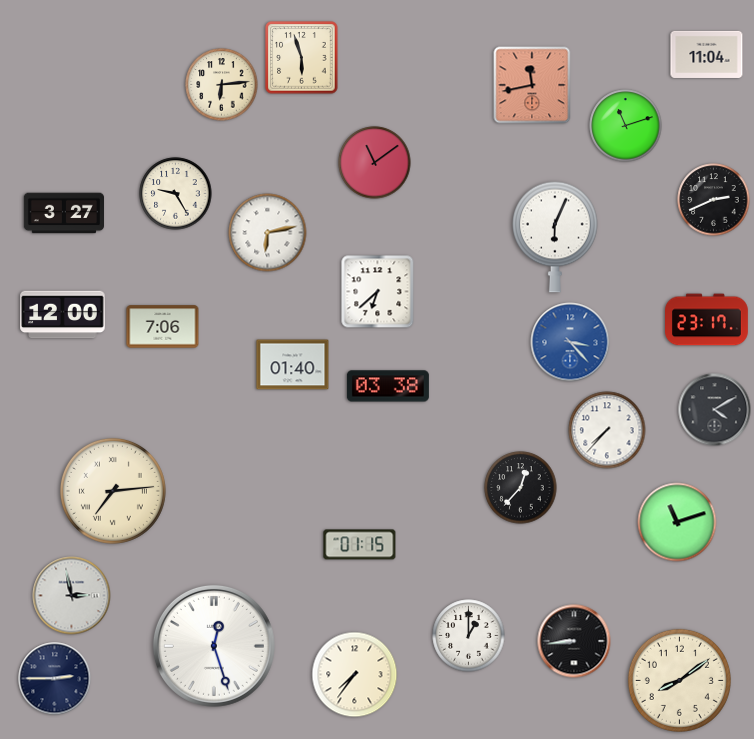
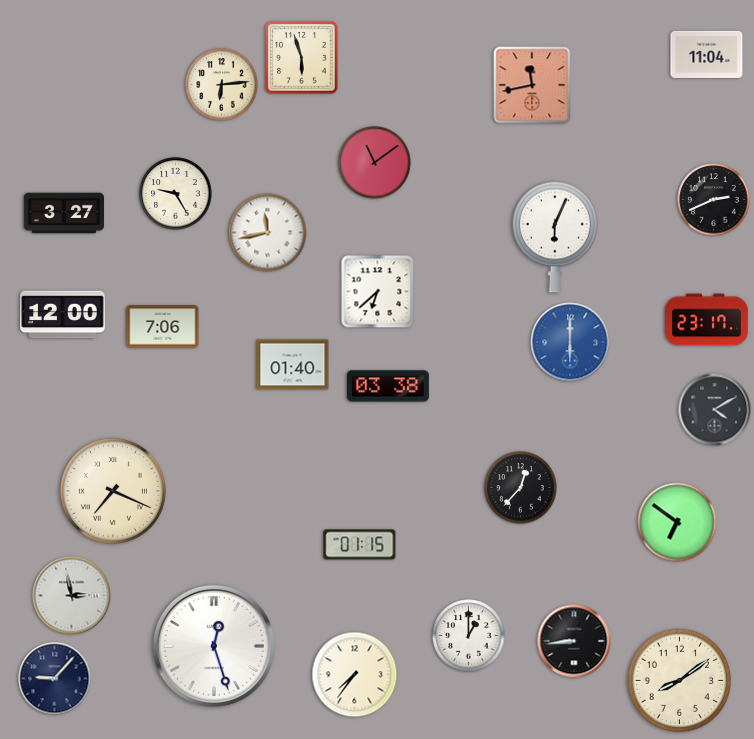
clock at (626, 126): 11:12 -> none
clock at (268, 233): 6:13 -> 11:43
clock at (570, 342): 3:23 -> 6:00
clock at (607, 430): 7:37 -> none
clock at (113, 491): 7:14 -> 7:19
clock at (677, 522): 11:12 -> 6:51
clock at (55, 679): 2:45 -> 9:07
